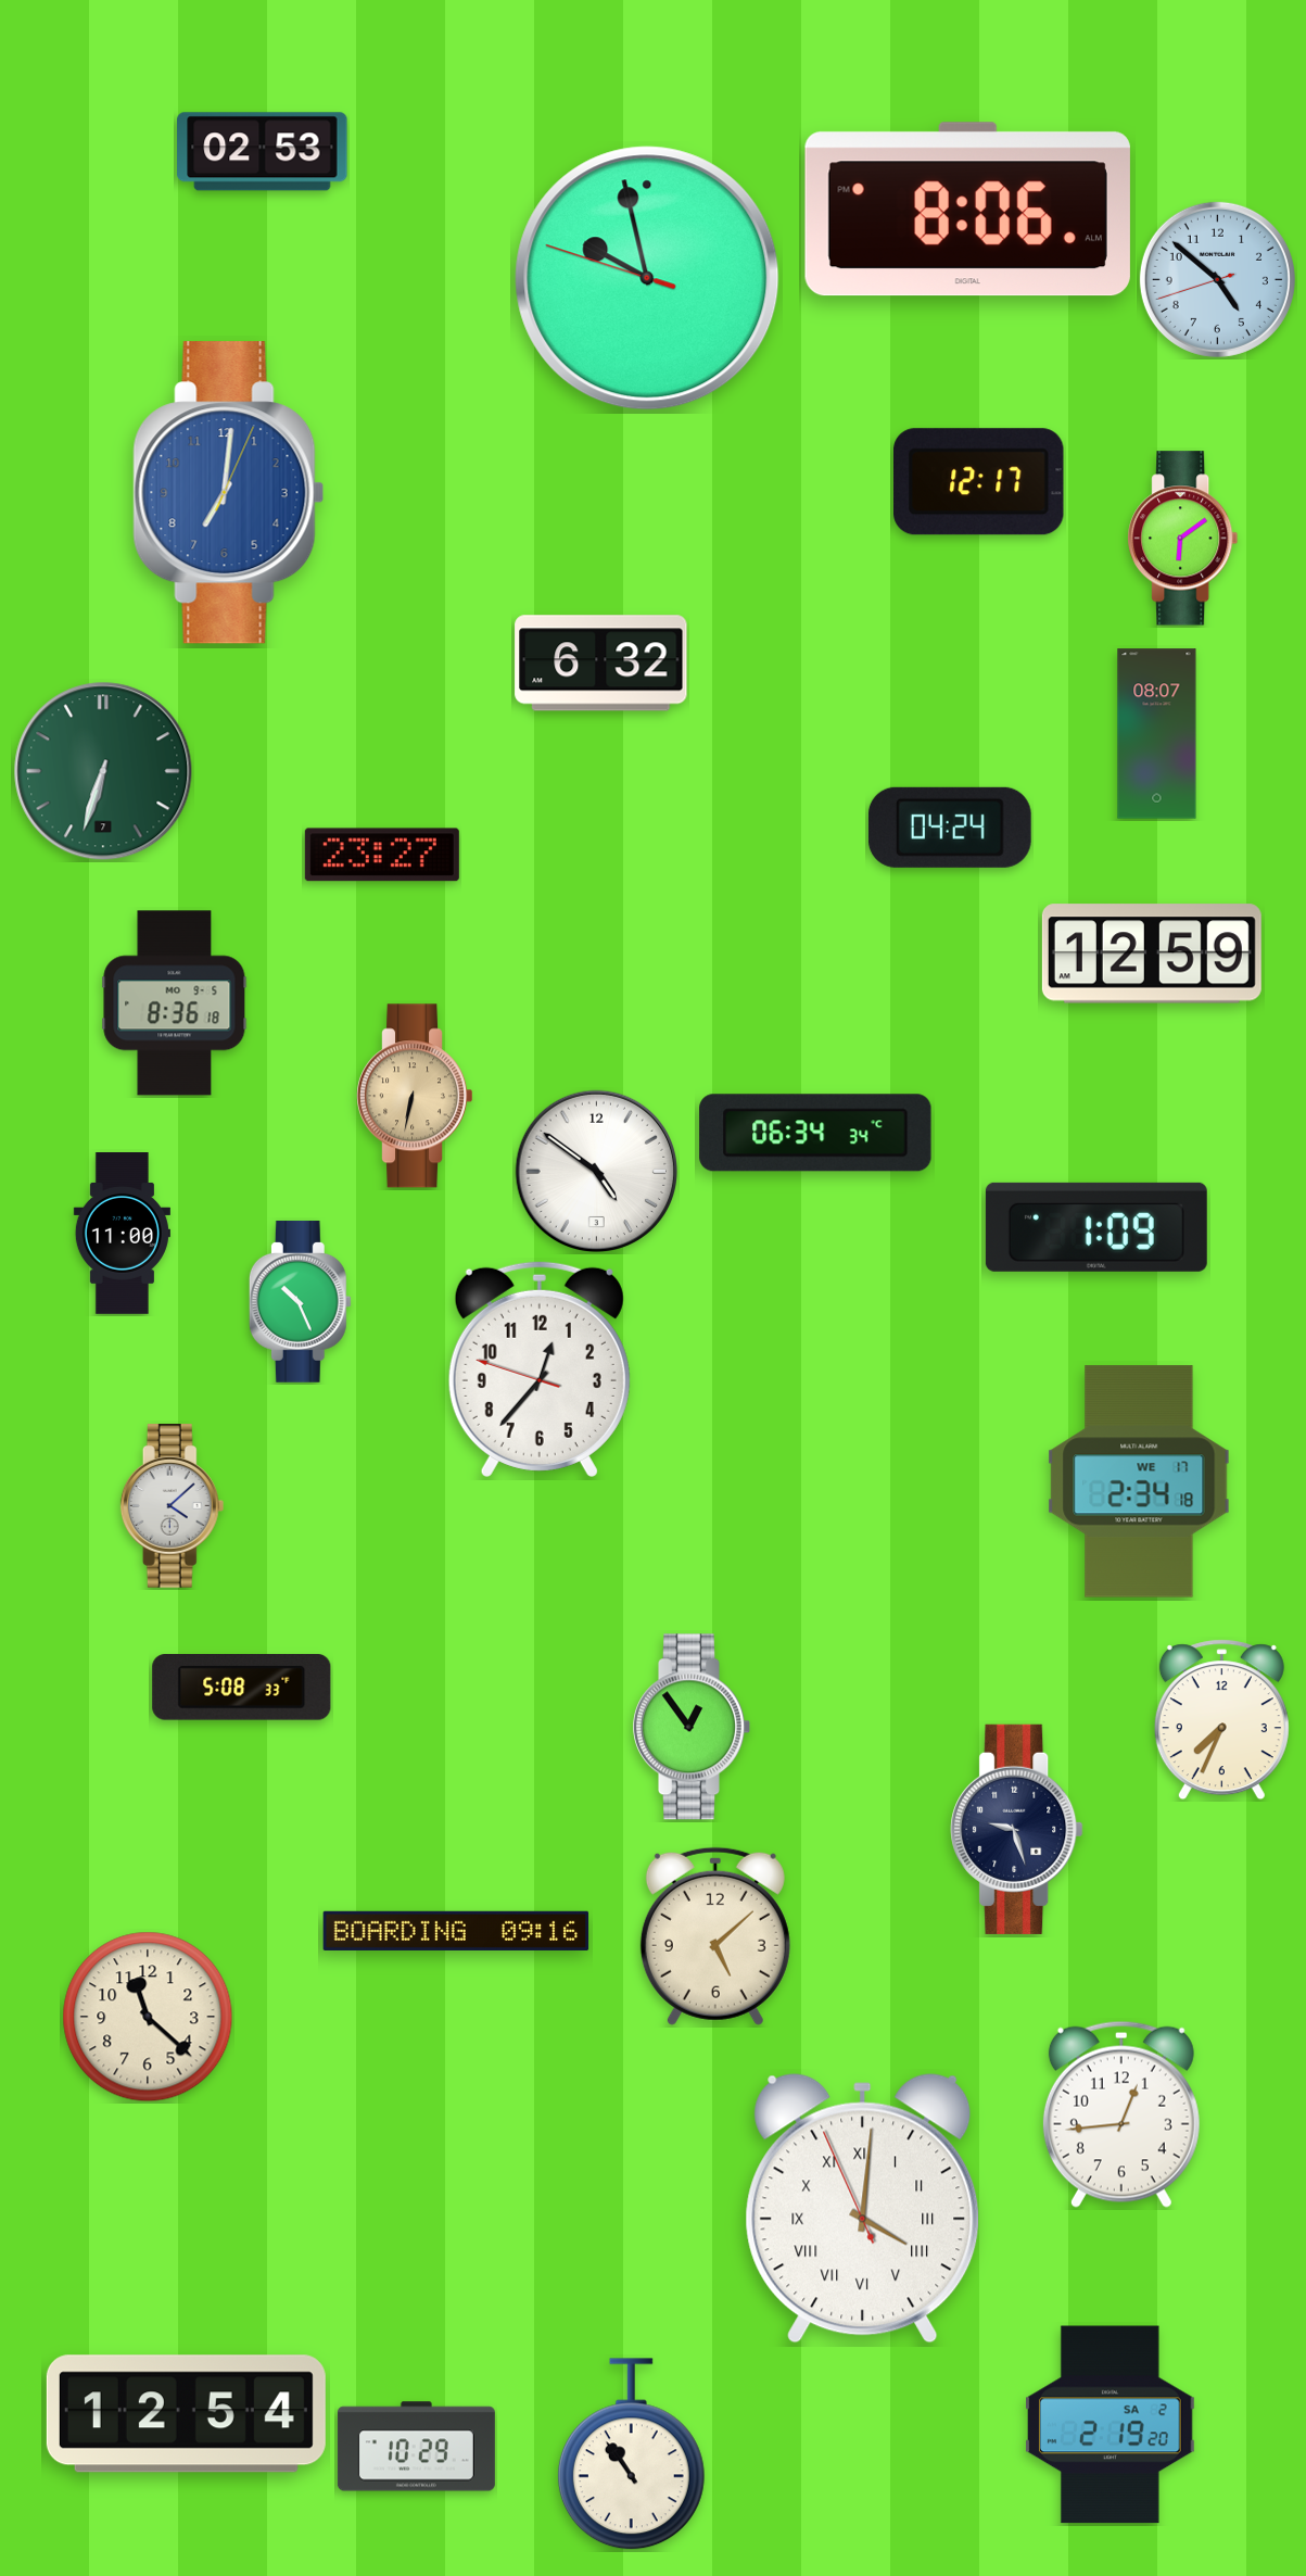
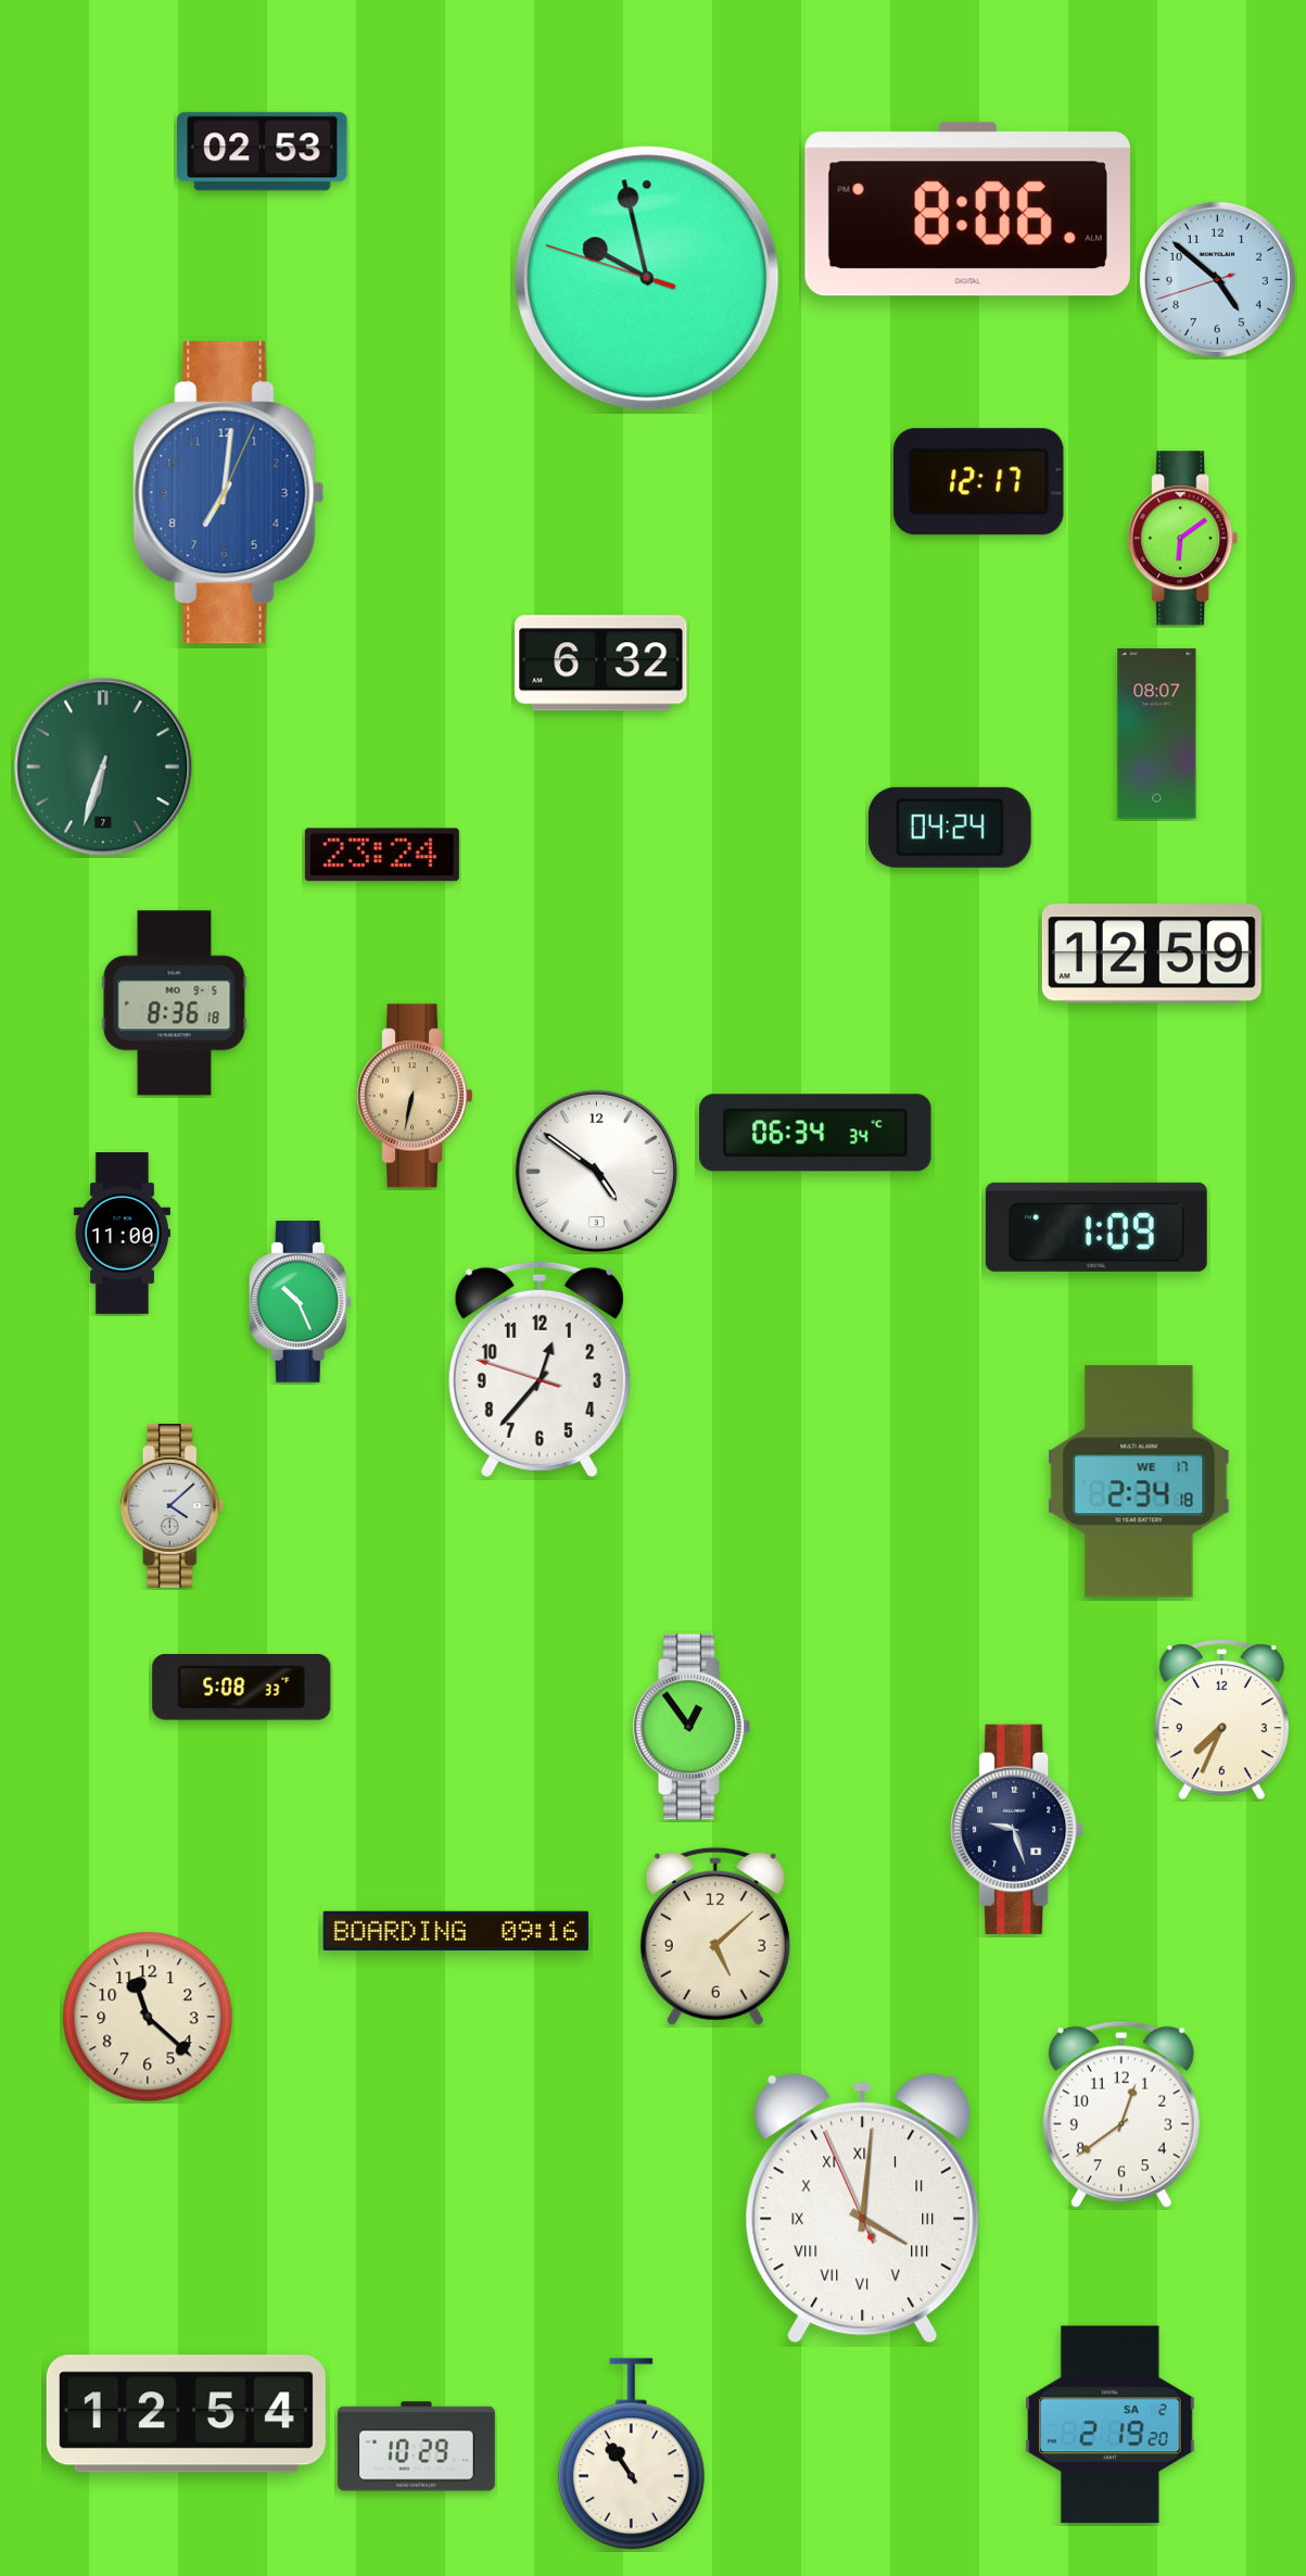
clock at (103, 771) position: (103, 771) -> (103, 767)
clock at (382, 855): 23:27 -> 23:24
clock at (1121, 2114): 12:44 -> 12:39
